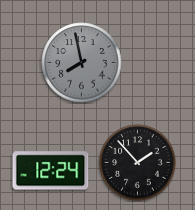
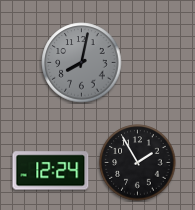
clock at (82, 63): 7:58 -> 8:02
clock at (138, 163): 1:53 -> 1:55
